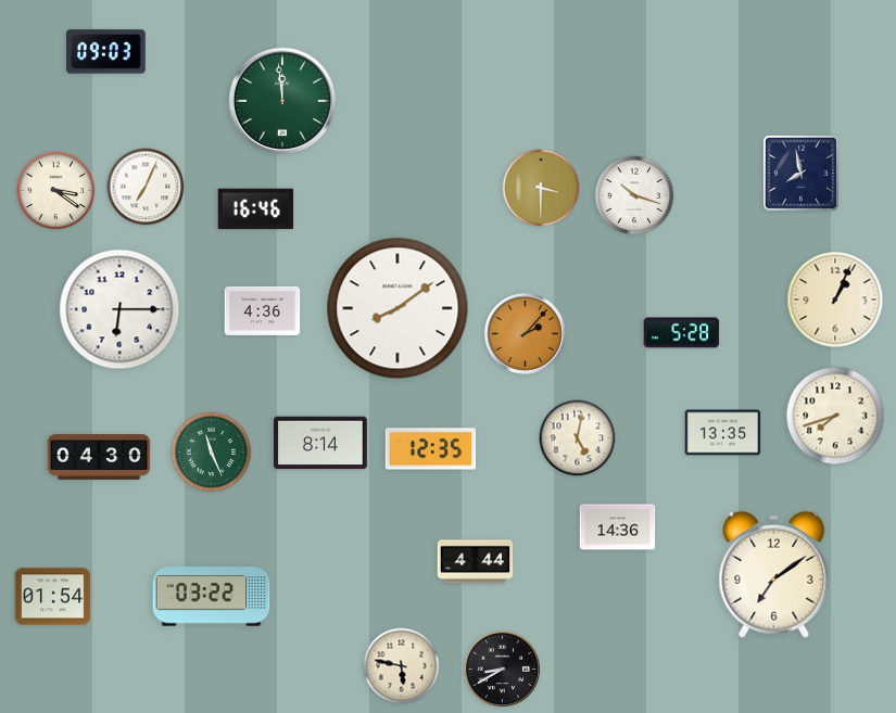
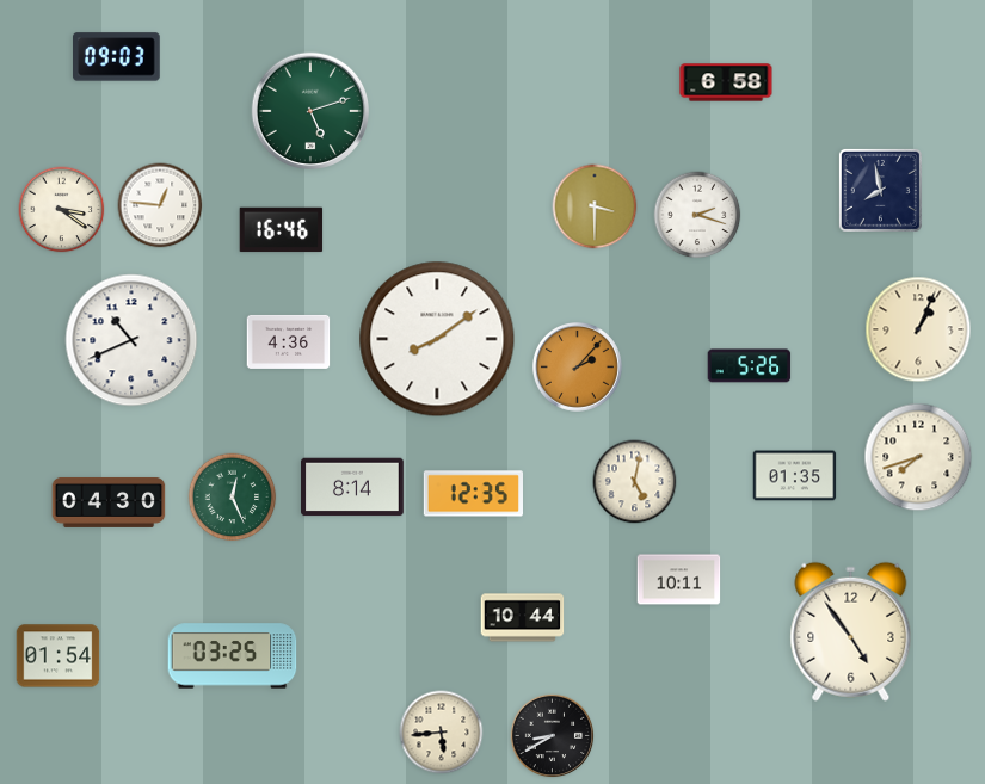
clock at (726, 82): none -> 6:58
clock at (281, 100): 11:59 -> 5:12
clock at (146, 187): 7:04 -> 12:46
clock at (634, 195): 10:18 -> 2:18
clock at (119, 309): 6:15 -> 10:41
clock at (682, 333): 5:28 -> 5:26
clock at (723, 433): 13:35 -> 01:35
clock at (212, 453): 11:26 -> 12:26
clock at (618, 527): 14:36 -> 10:11
clock at (476, 562): 4:44 -> 10:44
clock at (774, 574): 7:09 -> 4:54
clock at (212, 597): 03:22 -> 03:25
clock at (402, 666): 5:47 -> 5:44
